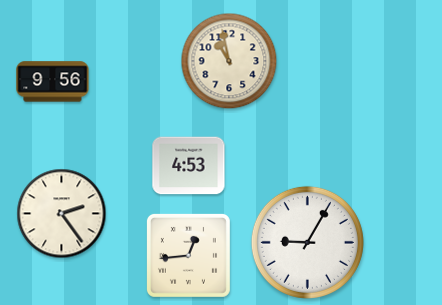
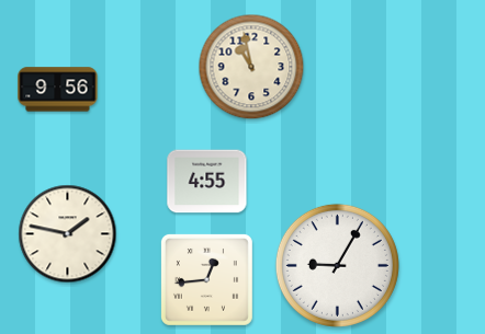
clock at (189, 166): 4:53 -> 4:55
clock at (62, 214): 2:24 -> 1:47
